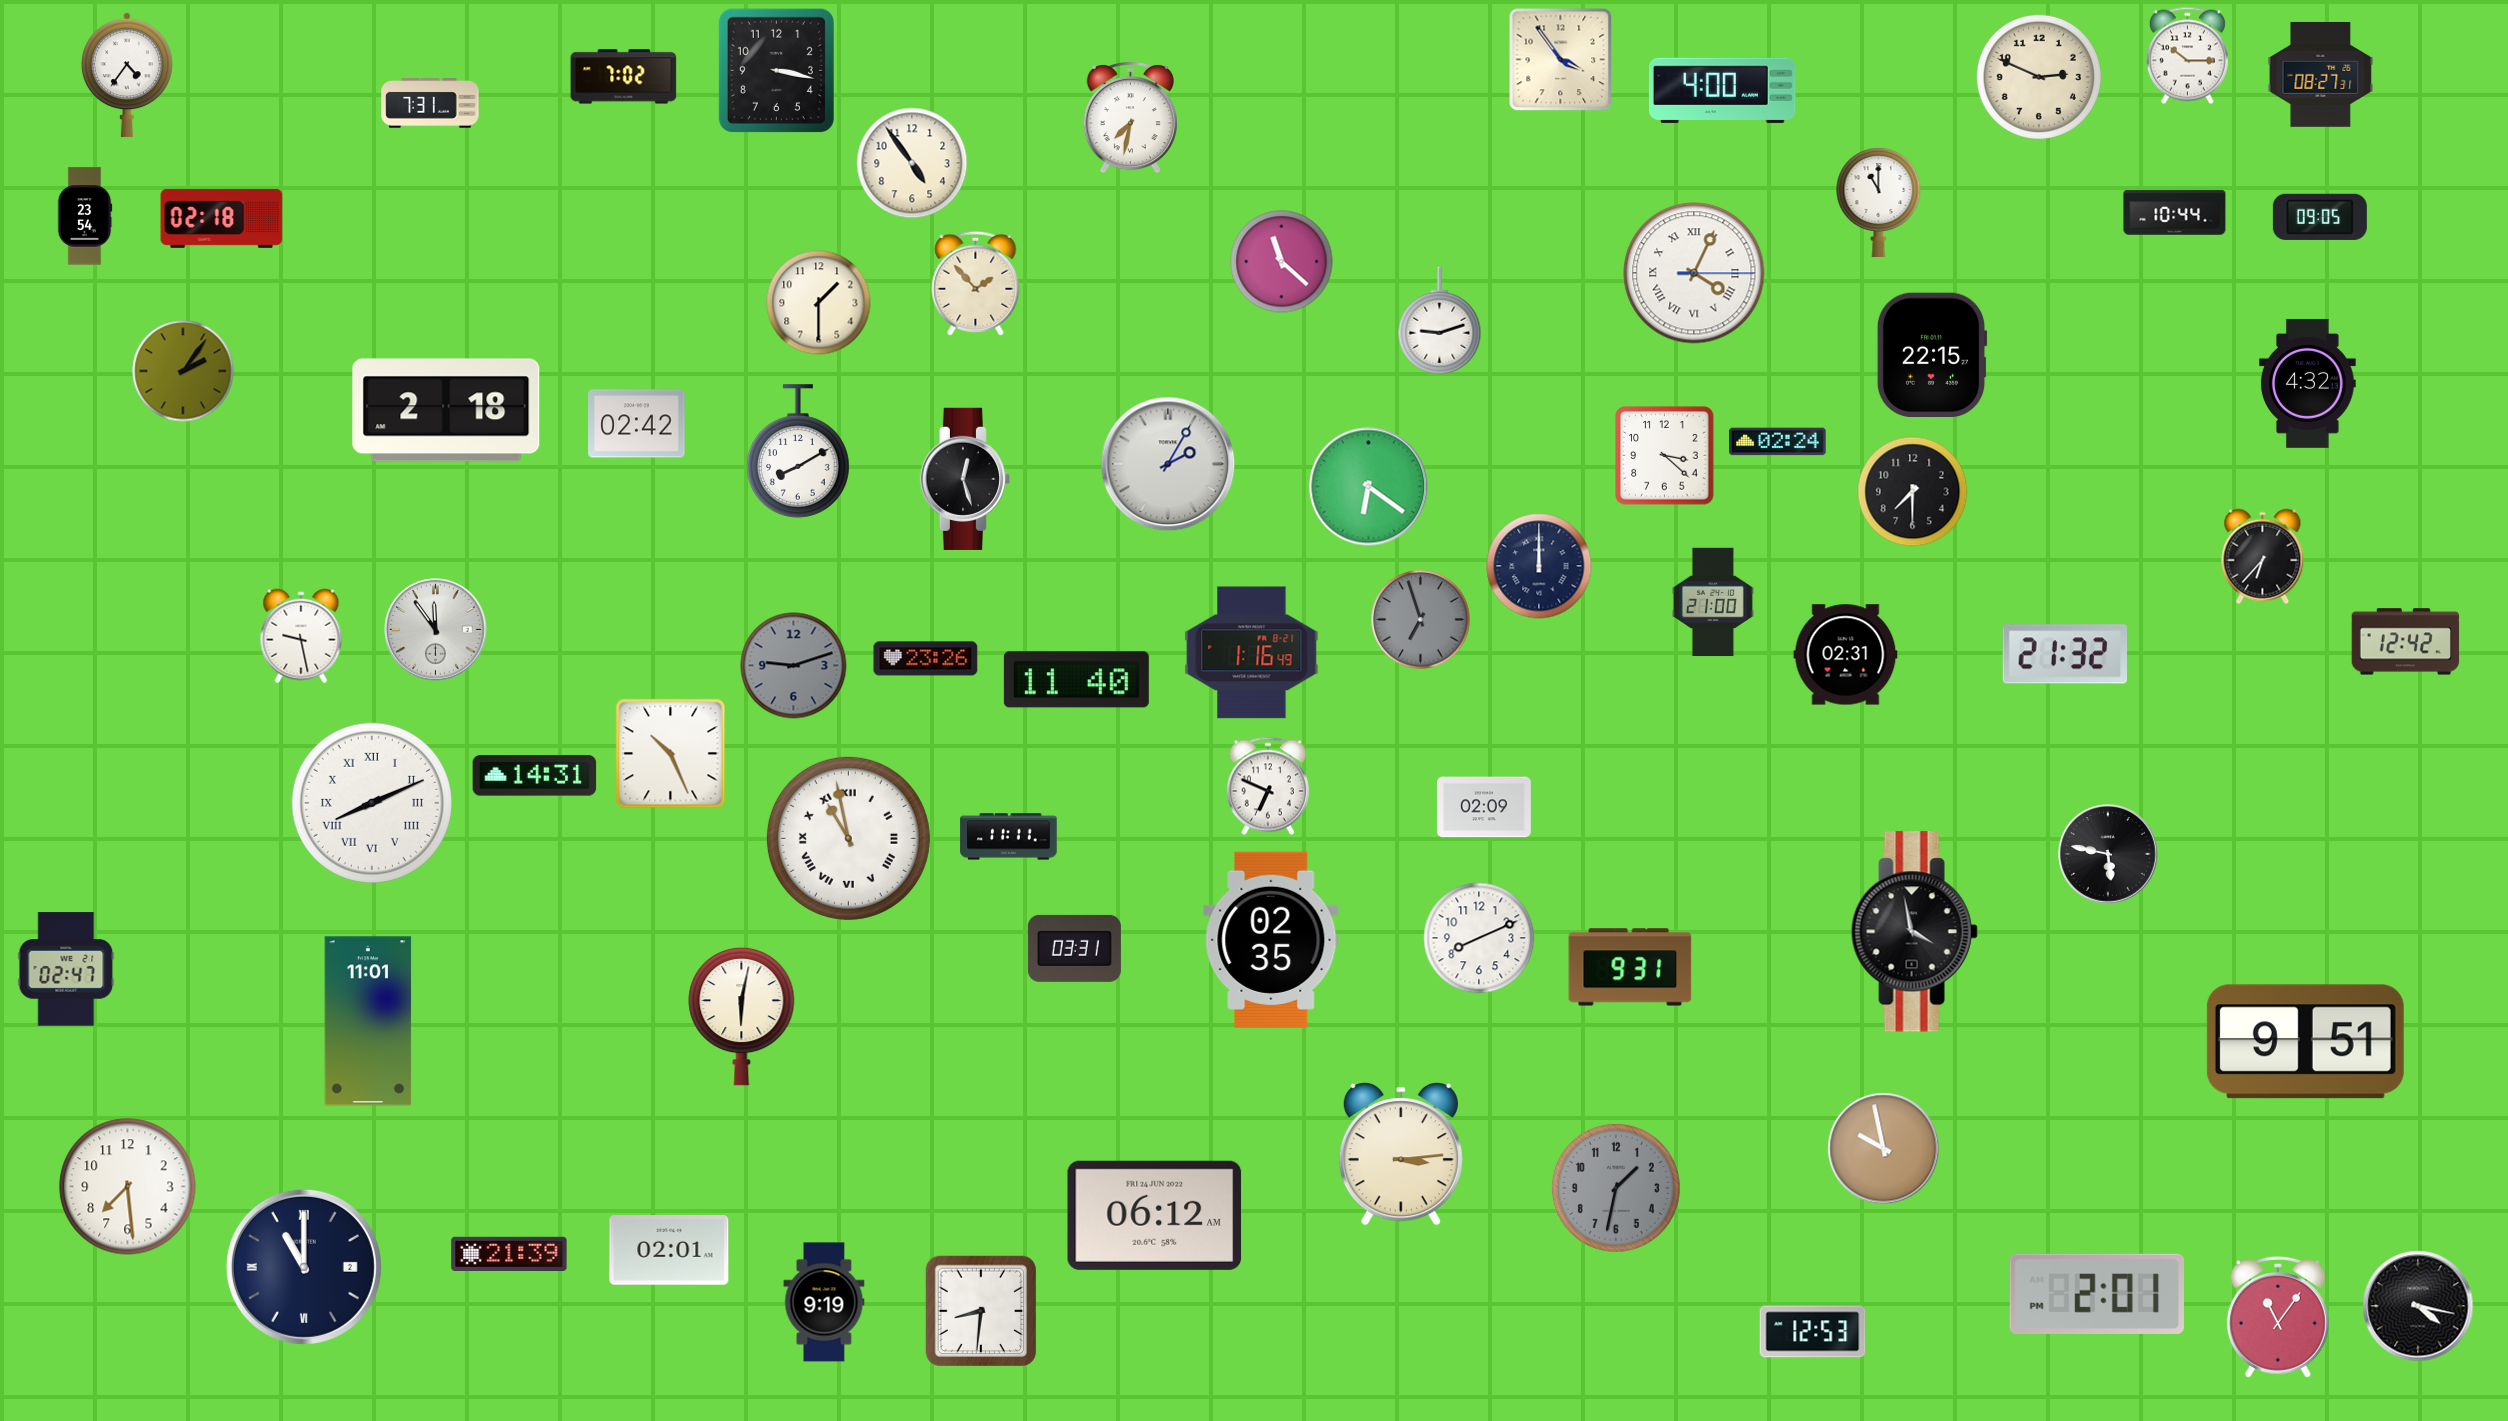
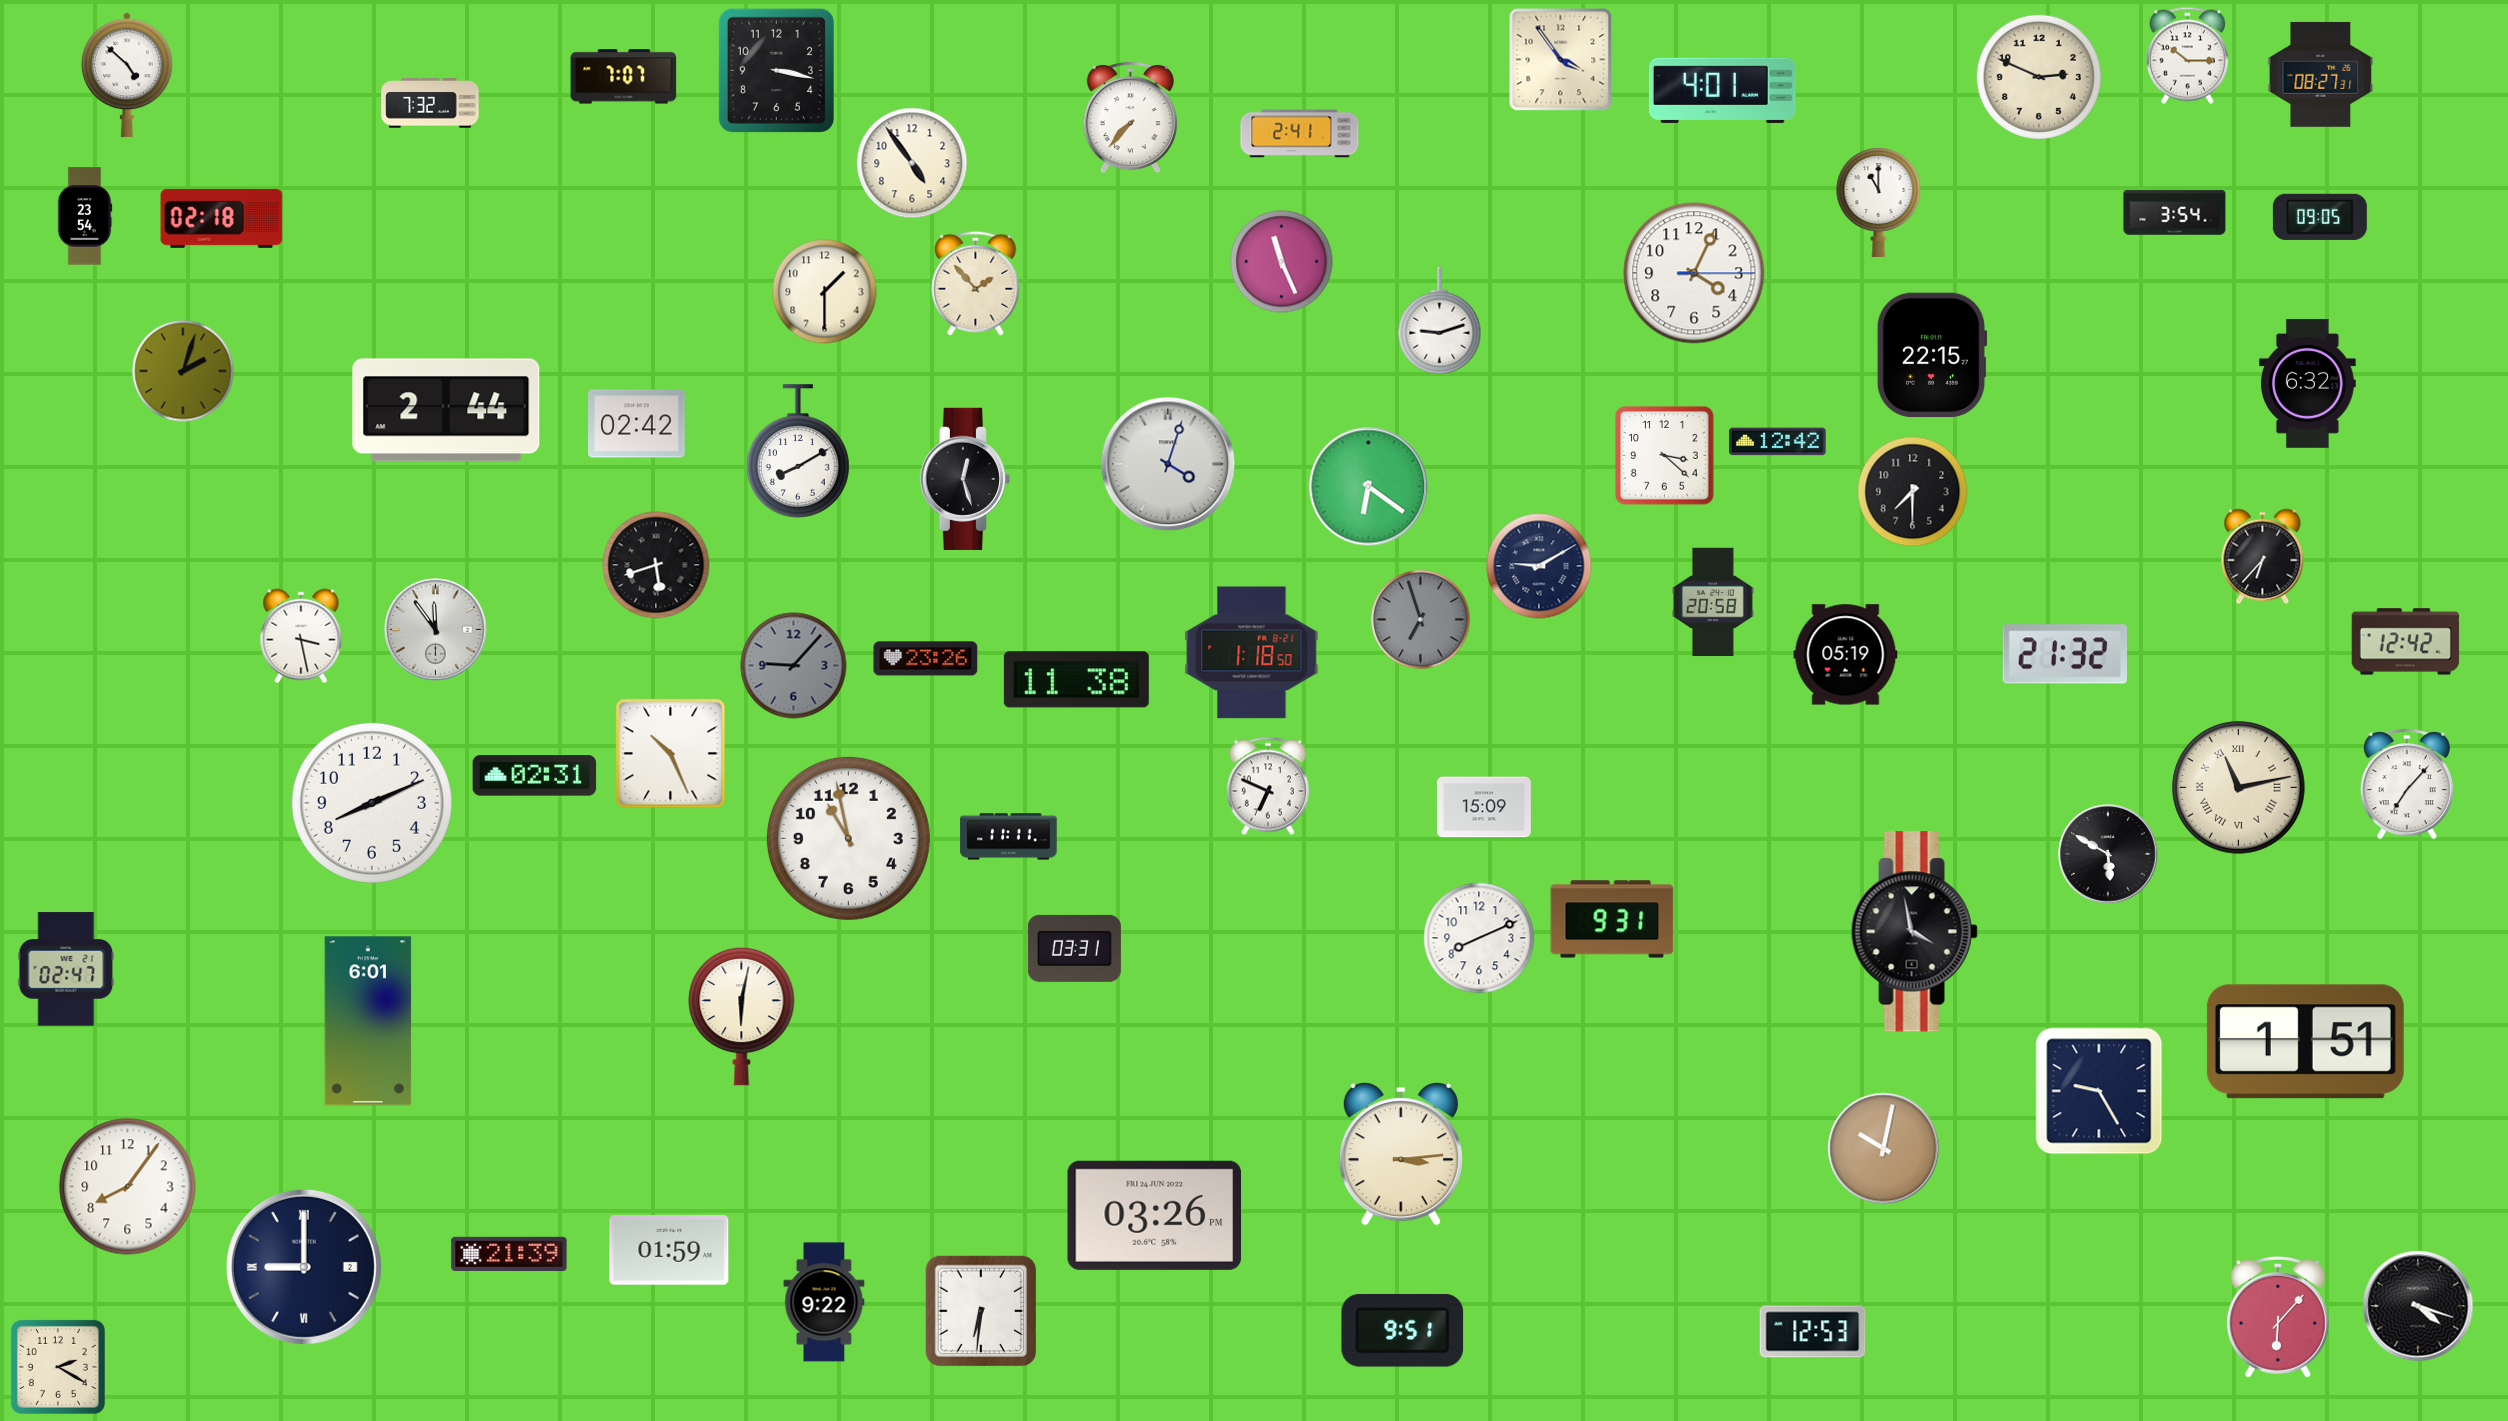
clock at (127, 75): 4:36 -> 4:52
clock at (624, 77): 7:02 -> 7:07
clock at (1722, 90): 4:00 -> 4:01
clock at (430, 103): 7:31 -> 7:32
clock at (1130, 118): 7:32 -> 7:37
clock at (1300, 134): none -> 2:41
clock at (2175, 213): 10:44 -> 3:54
clock at (1282, 262): 11:22 -> 11:26
clock at (1694, 273) numerals: Roman -> Arabic
clock at (819, 303) position: (819, 303) -> (825, 292)
clock at (183, 371): 2:06 -> 2:03
clock at (2308, 383): 4:32 -> 6:32
clock at (446, 410): 2:18 -> 2:44
clock at (1778, 442): 02:24 -> 12:42
clock at (1168, 464): 2:05 -> 4:03
clock at (656, 565): none -> 5:42
clock at (1539, 566): 12:00 -> 9:10
clock at (1713, 602): 21:00 -> 20:58
clock at (301, 636): 9:28 -> 3:28
clock at (1252, 653): 1:16 -> 1:18
clock at (1846, 655): 02:31 -> 05:19
clock at (794, 666): 9:12 -> 9:07
clock at (1076, 680): 11:40 -> 11:38
clock at (535, 776): 14:31 -> 02:31
clock at (2407, 784): none -> 7:07
clock at (2239, 788): none -> 11:13
clock at (372, 803) numerals: Roman -> Arabic
clock at (1484, 807): 02:09 -> 15:09
clock at (848, 838) numerals: Roman -> Arabic
clock at (2108, 854): 5:47 -> 5:50
clock at (1271, 940): 02:35 -> none
clock at (1630, 967) position: (1630, 967) -> (1612, 919)
clock at (368, 1021): 11:01 -> 6:01
clock at (2305, 1042): 9:51 -> 1:51
clock at (2099, 1091): none -> 9:25
clock at (1884, 1149): 9:58 -> 10:02
clock at (128, 1187): 7:29 -> 8:06
clock at (1616, 1188): 1:32 -> none
clock at (1155, 1215): 06:12 -> 03:26
clock at (669, 1250): 02:01 -> 01:59
clock at (304, 1267): 11:00 -> 9:00
clock at (2096, 1294): 2:01 -> none
clock at (824, 1302): 9:19 -> 9:22
clock at (2418, 1306): 4:17 -> 4:18
clock at (981, 1311): 8:31 -> 6:31
clock at (2278, 1317): 11:06 -> 6:07
clock at (1403, 1330): none -> 9:51
clock at (58, 1367): none -> 2:20
